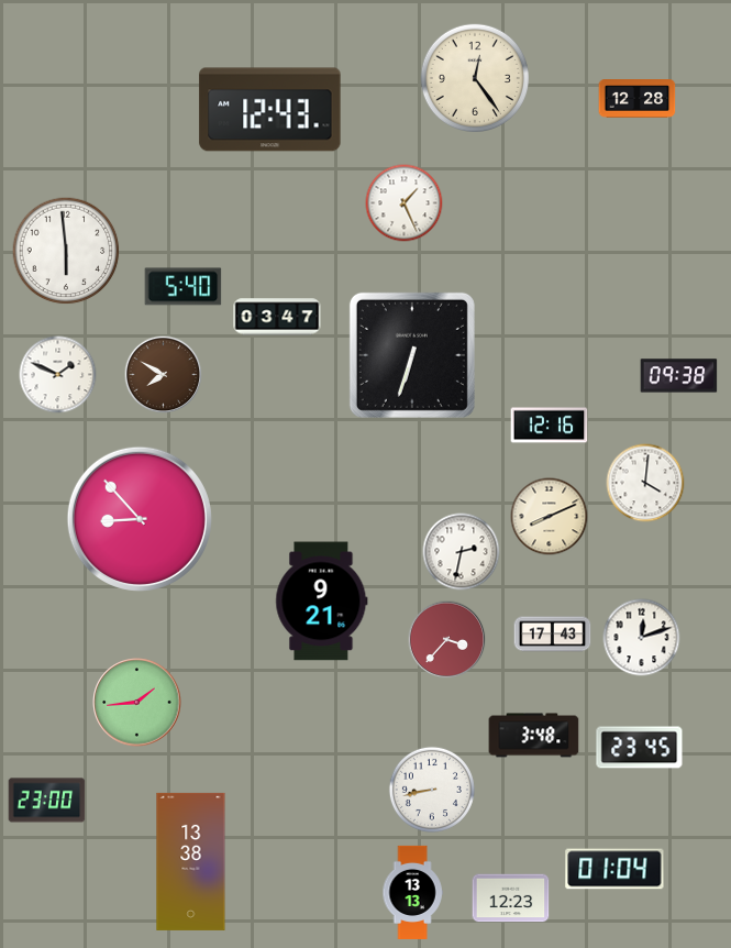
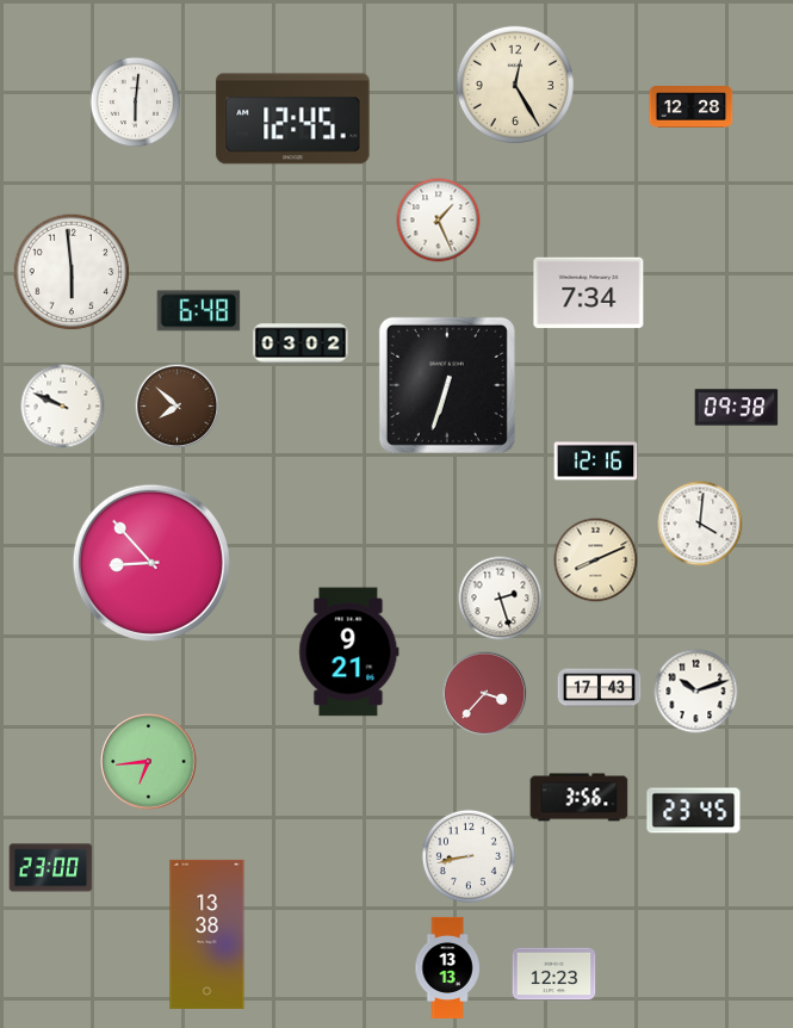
clock at (474, 77): 12:24 -> 12:25
clock at (136, 103): none -> 6:01
clock at (270, 110): 12:43 -> 12:45
clock at (589, 293): none -> 7:34
clock at (184, 287): 5:40 -> 6:48
clock at (277, 317): 03:47 -> 03:02
clock at (58, 375): 1:49 -> 9:49
clock at (164, 375): 7:50 -> 7:52
clock at (462, 552): 2:32 -> 2:27
clock at (642, 638): 12:12 -> 10:12
clock at (137, 703): 1:44 -> 6:44
clock at (534, 736): 3:48 -> 3:56
clock at (614, 869): 01:04 -> none
